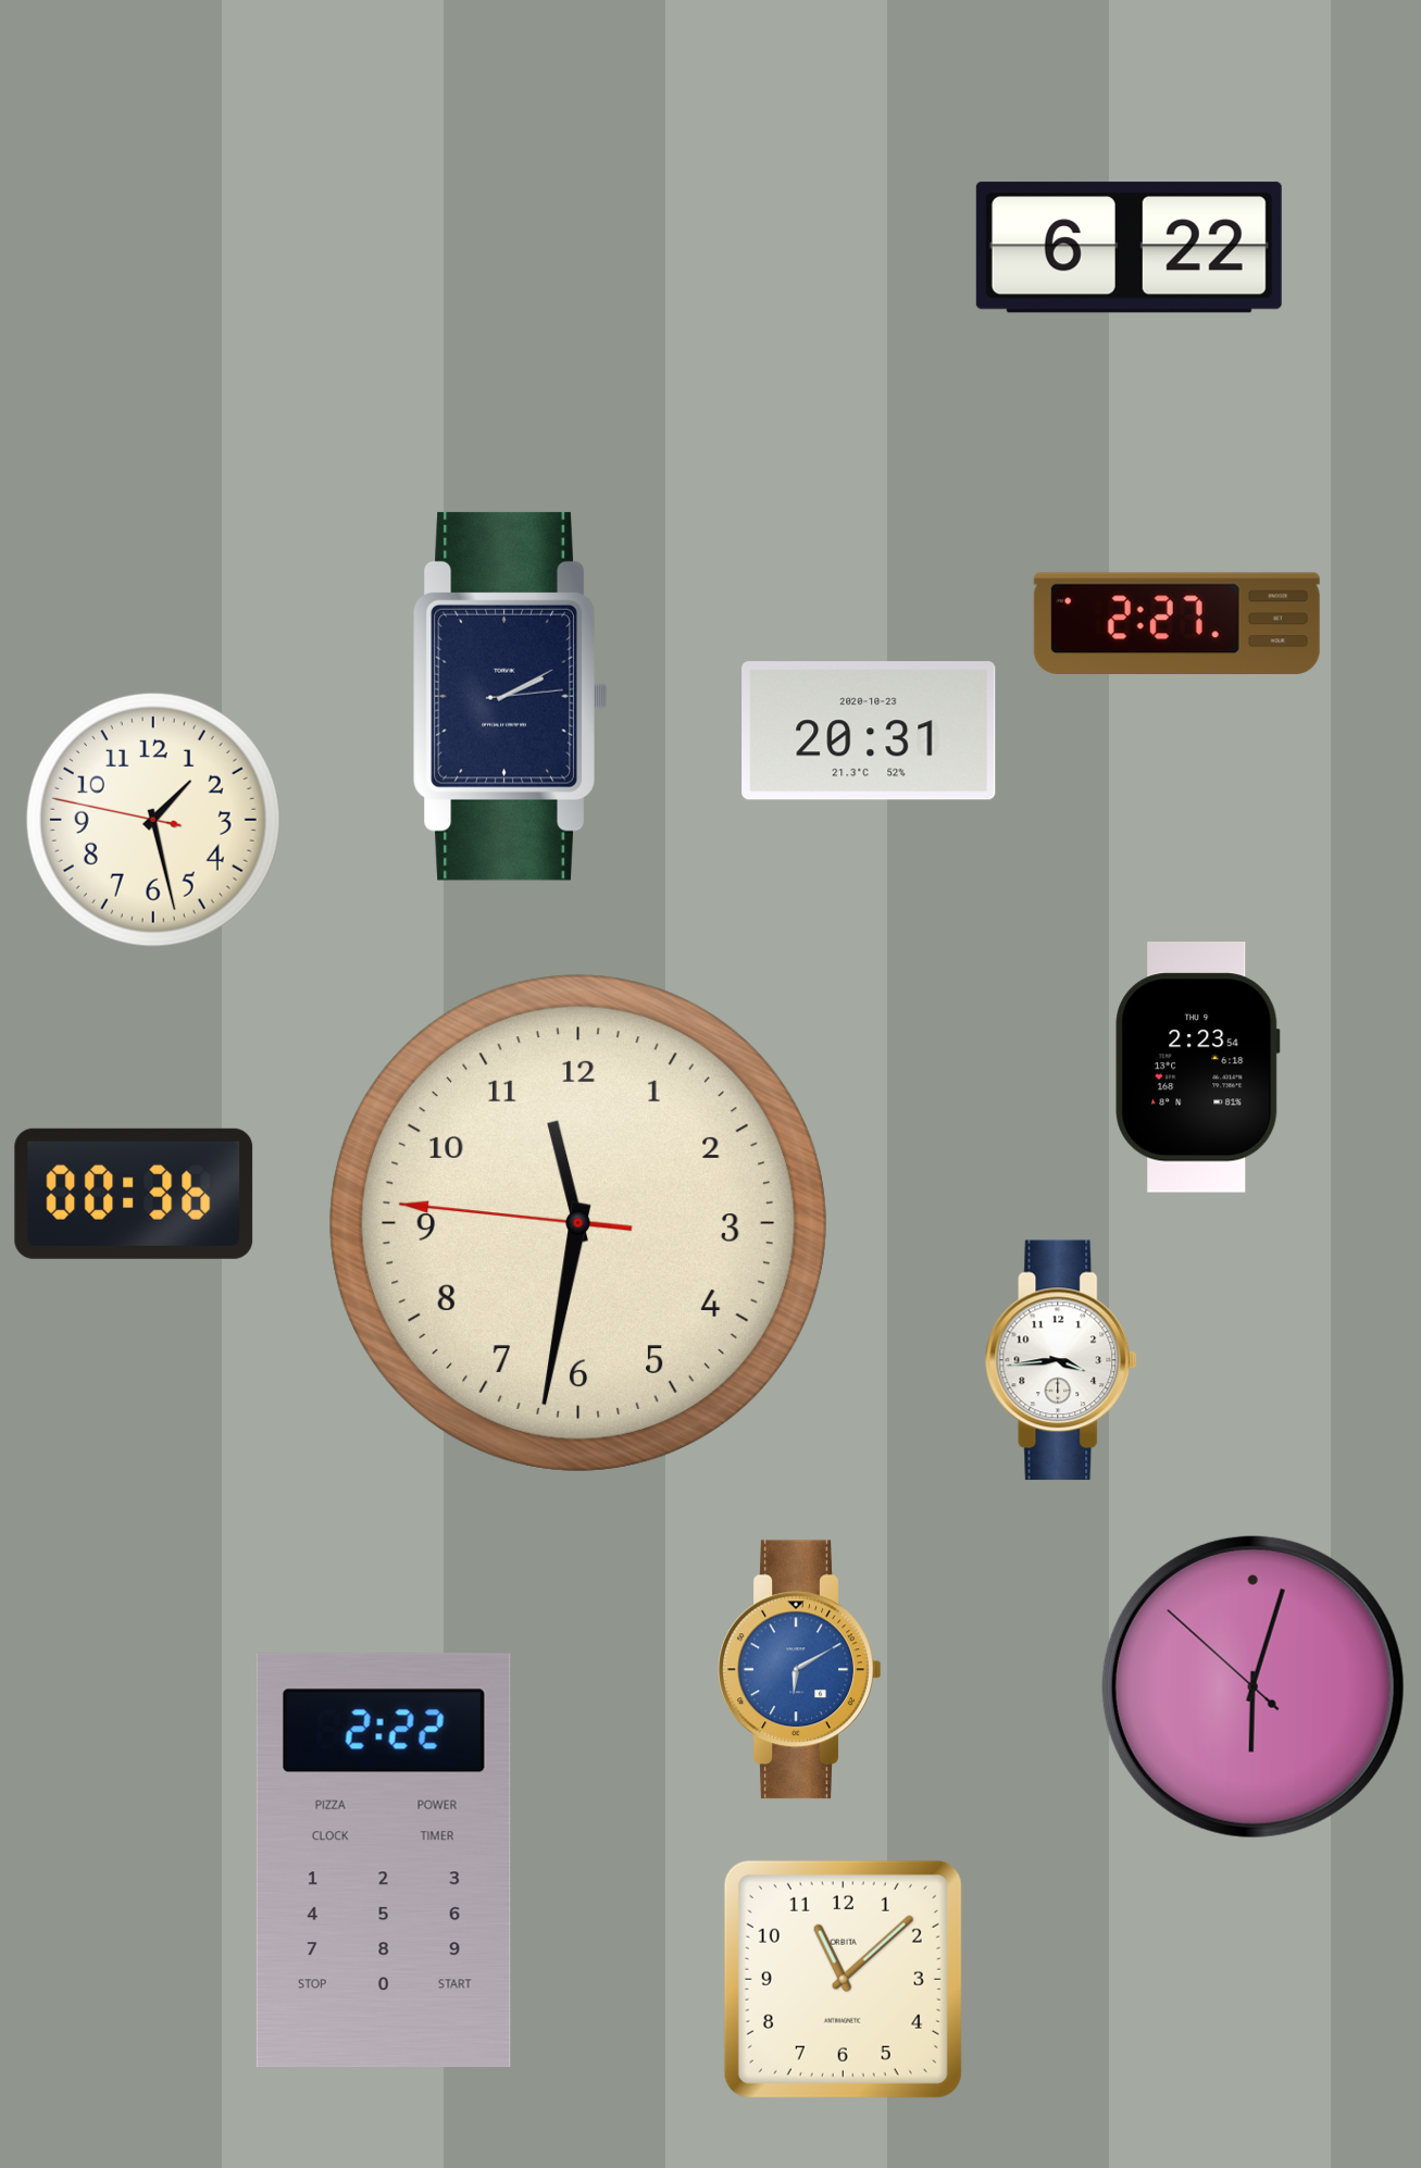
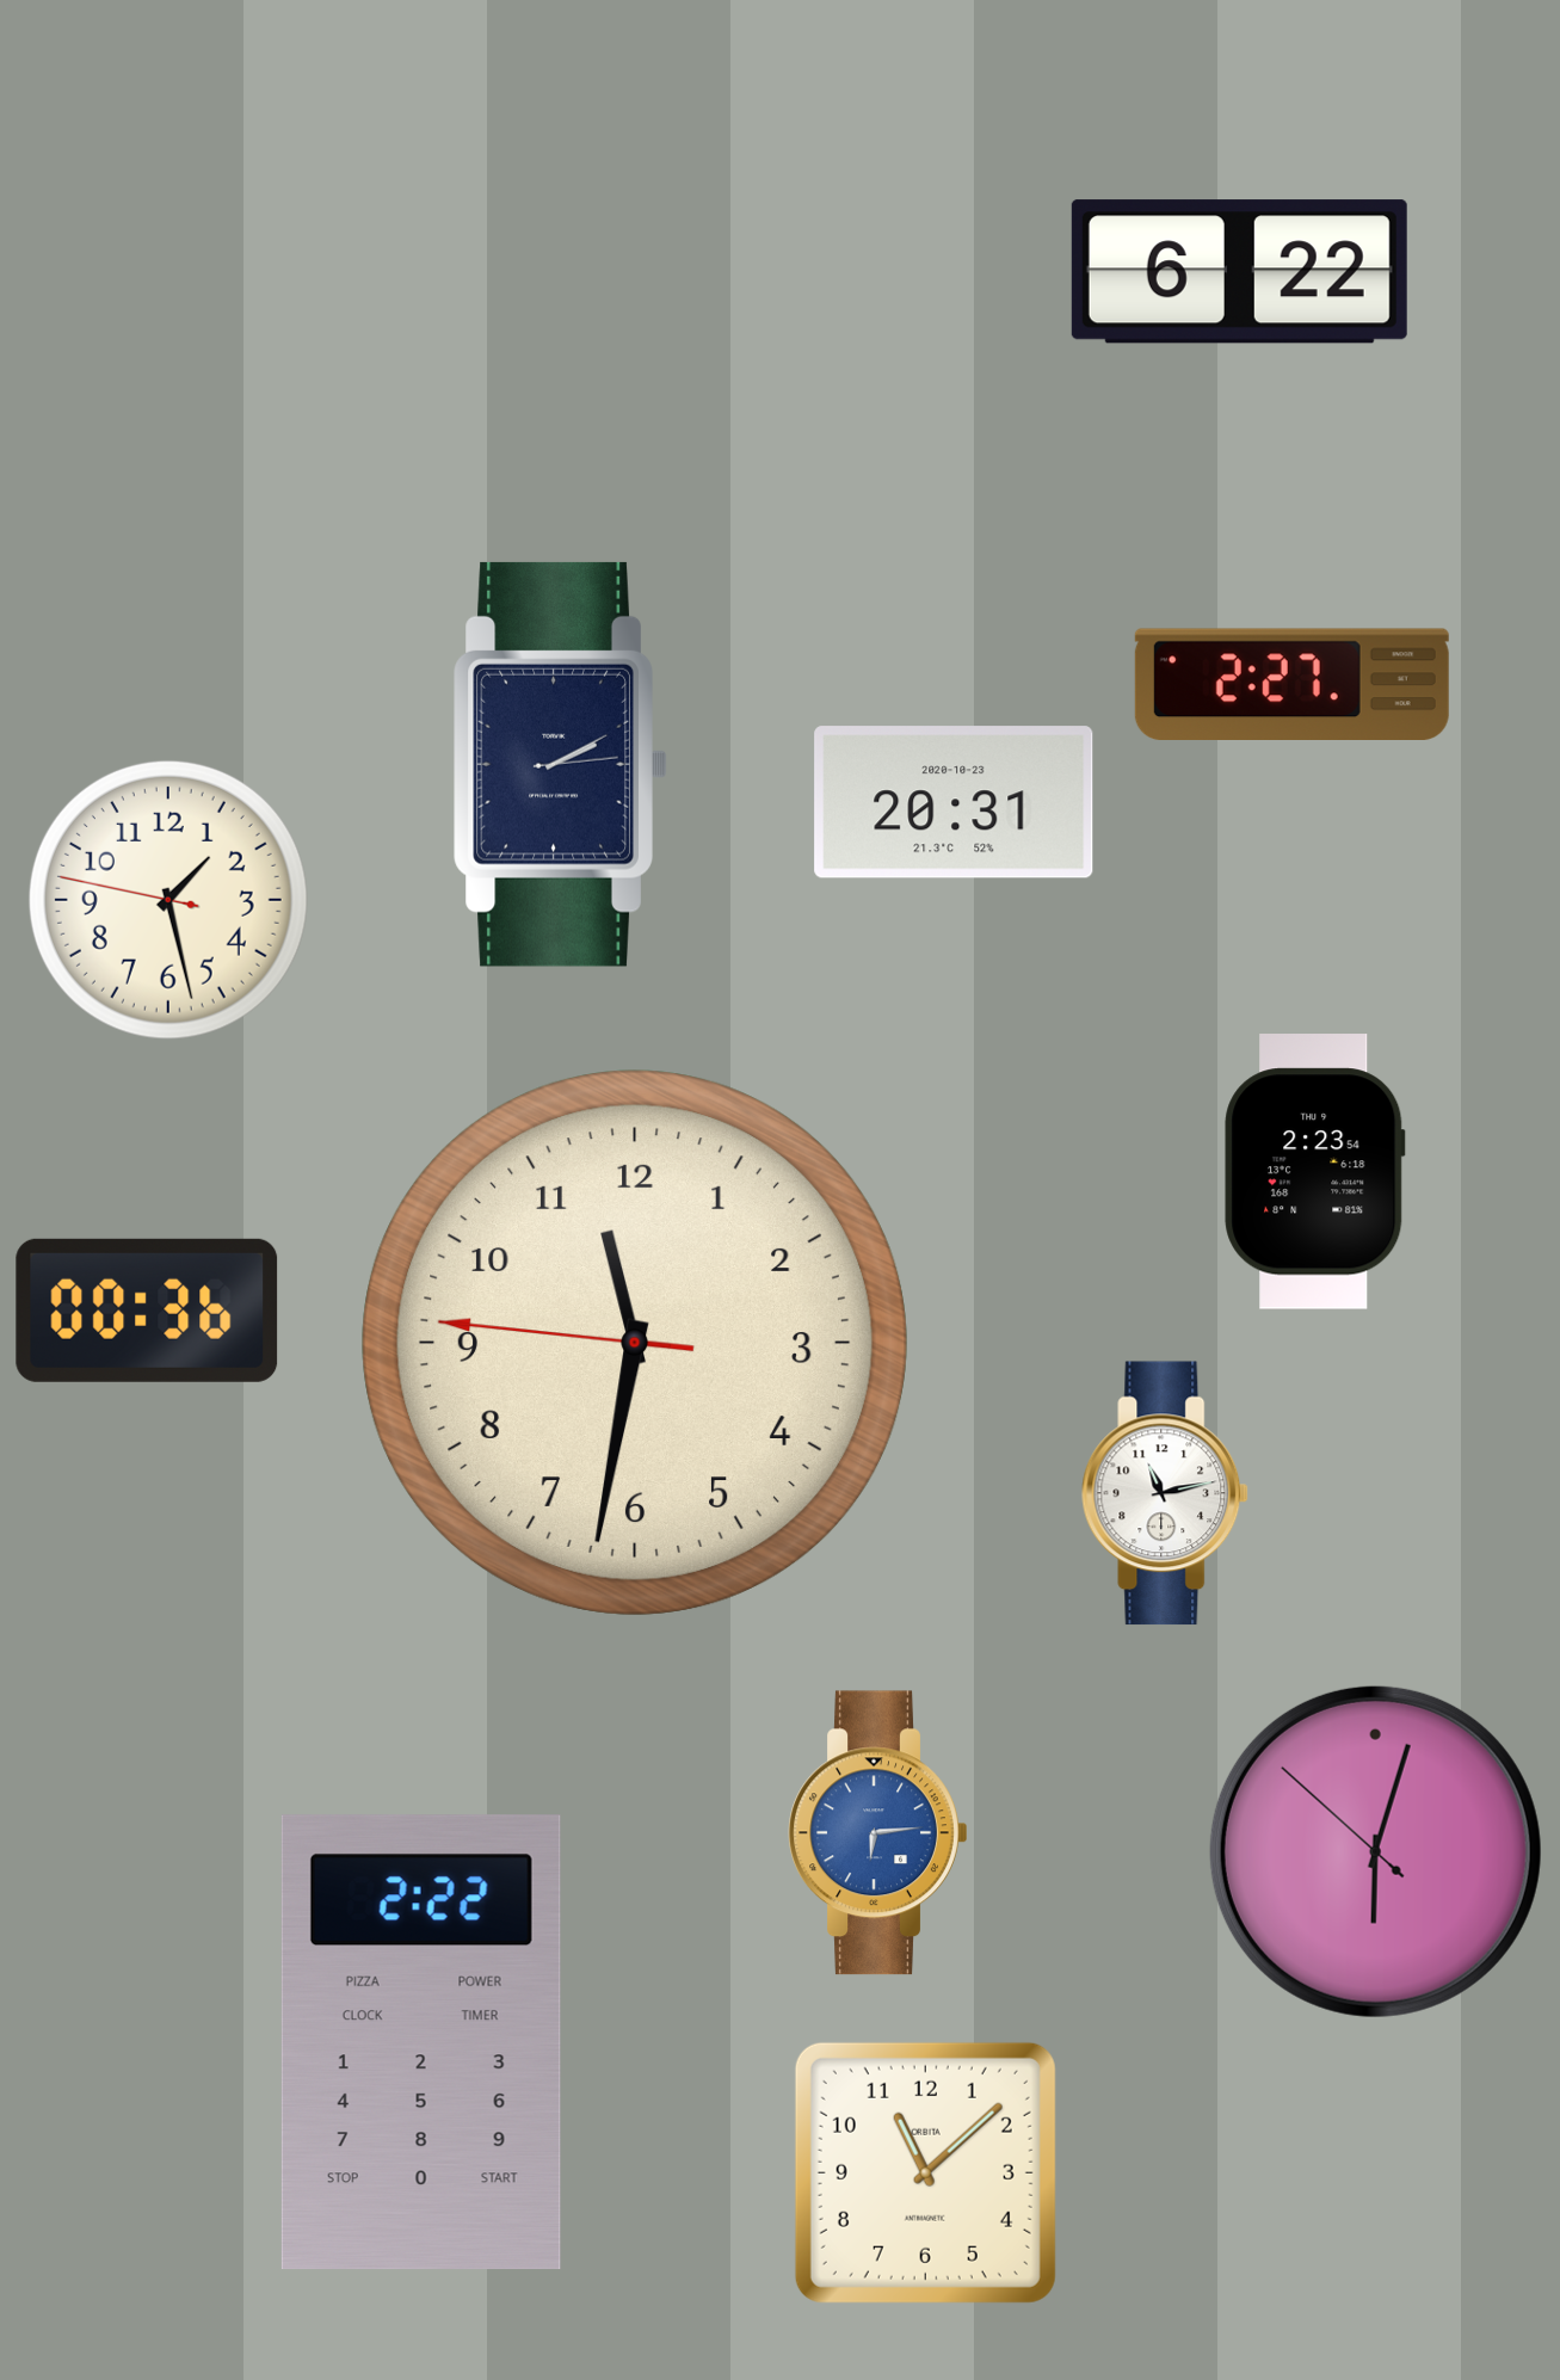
clock at (1062, 1360): 3:44 -> 11:13
clock at (800, 1670): 6:10 -> 6:14
